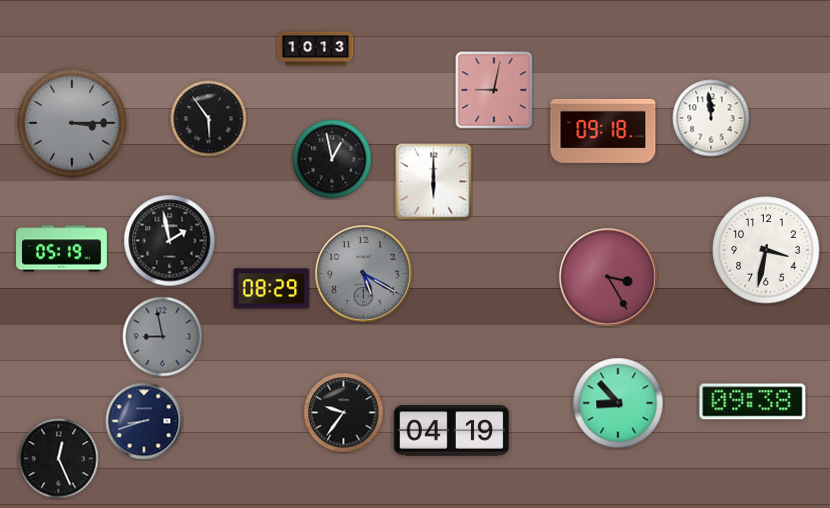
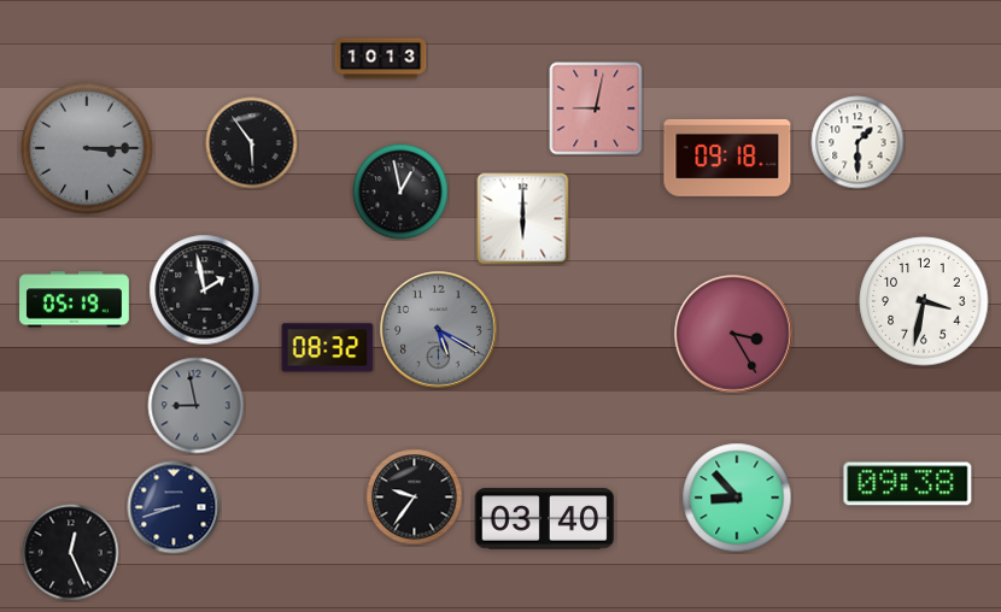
clock at (711, 118): 11:59 -> 1:30
clock at (272, 289): 08:29 -> 08:32
clock at (618, 403) position: (618, 403) -> (737, 498)
clock at (452, 431): 04:19 -> 03:40
